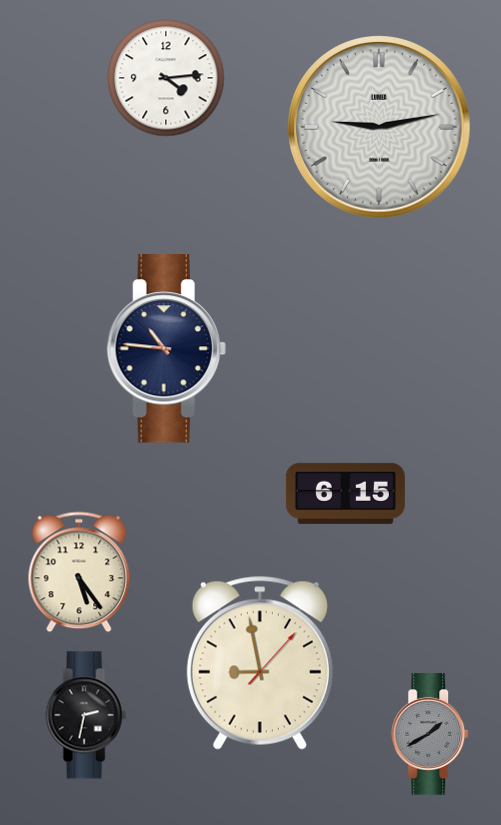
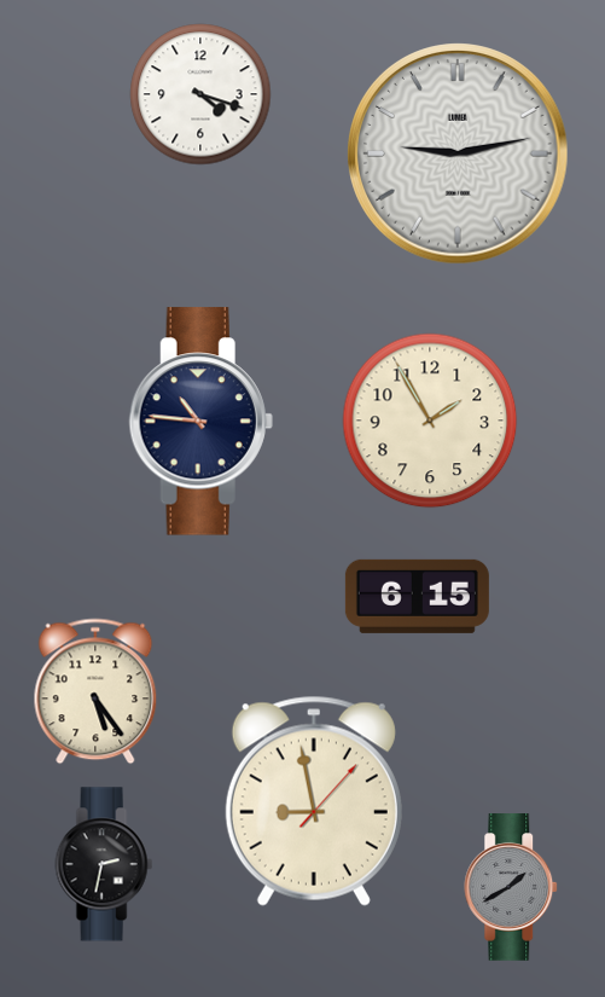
clock at (166, 78): 4:14 -> 4:18
clock at (430, 421): none -> 1:55
clock at (431, 734) position: (431, 734) -> (512, 887)
